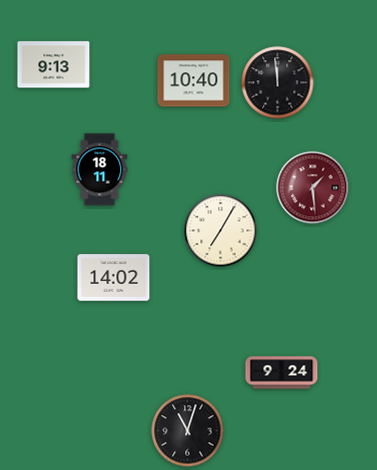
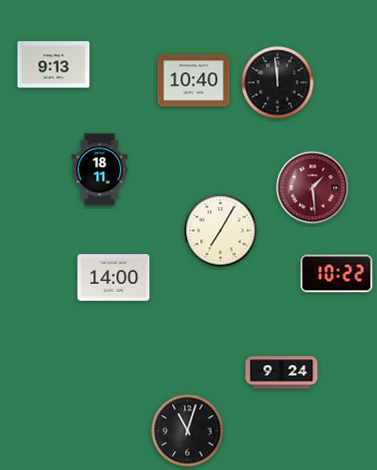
clock at (337, 274): none -> 10:22
clock at (114, 278): 14:02 -> 14:00
